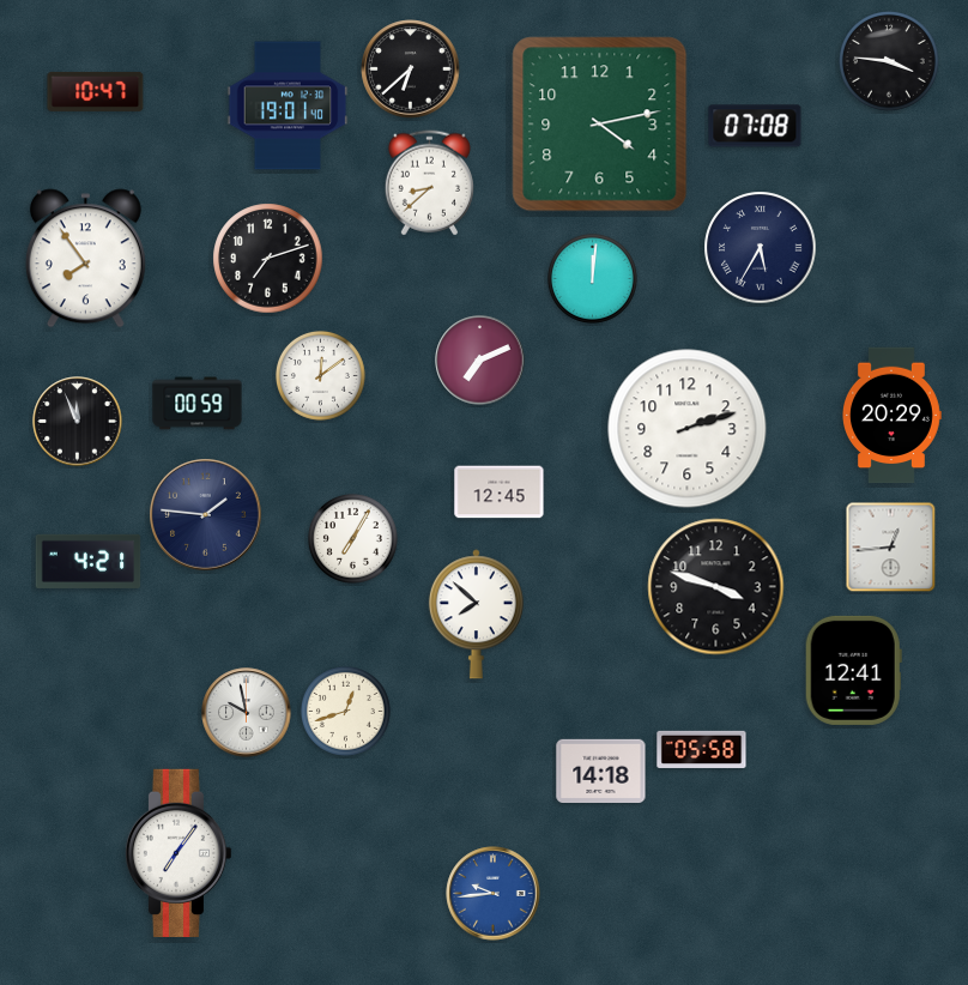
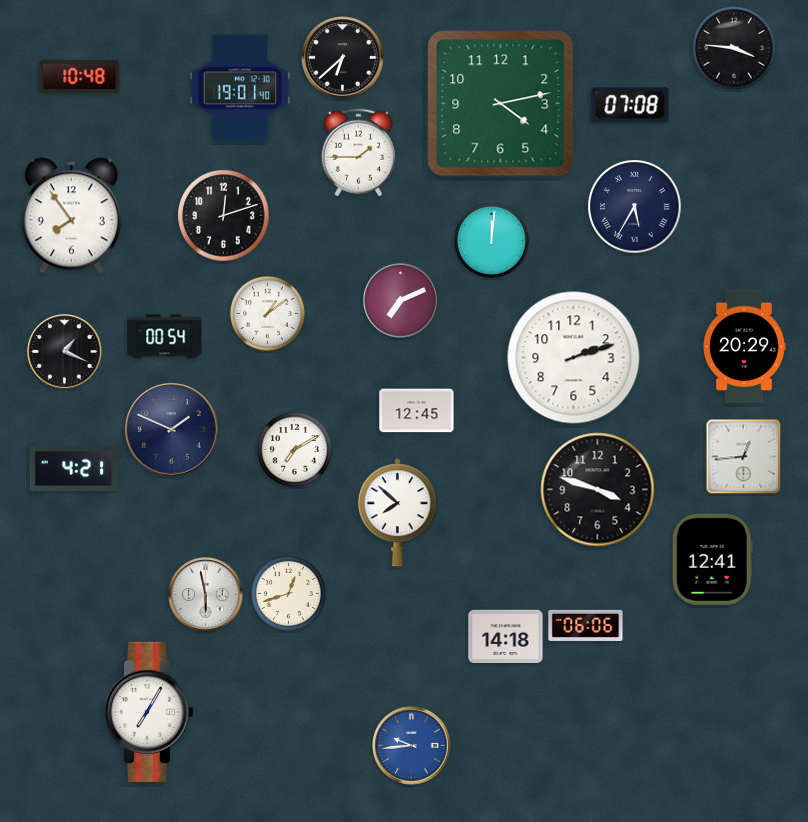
clock at (890, 62) position: (890, 62) -> (735, 49)
clock at (96, 91): 10:47 -> 10:48
clock at (429, 183): 8:38 -> 1:45
clock at (268, 259): 7:12 -> 12:12
clock at (592, 278) position: (592, 278) -> (491, 240)
clock at (320, 375): 12:09 -> 1:09
clock at (198, 404): 00:59 -> 00:54
clock at (78, 422): 11:56 -> 1:19
clock at (206, 515): 1:46 -> 1:49
clock at (352, 538): 7:05 -> 7:10
clock at (247, 713): 9:58 -> 5:58
clock at (702, 749): 05:58 -> 06:06
clock at (601, 771) position: (601, 771) -> (506, 636)
clock at (179, 853): 7:06 -> 7:05
